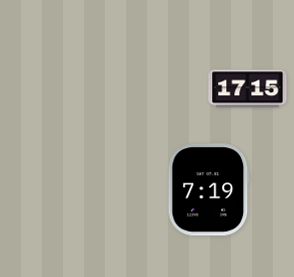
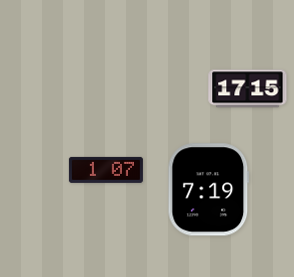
clock at (106, 170): none -> 1:07
